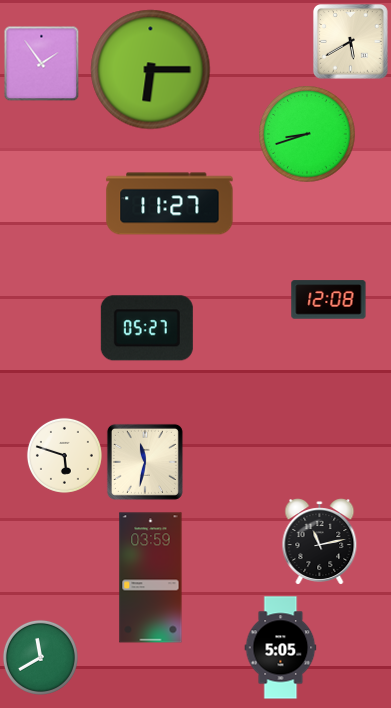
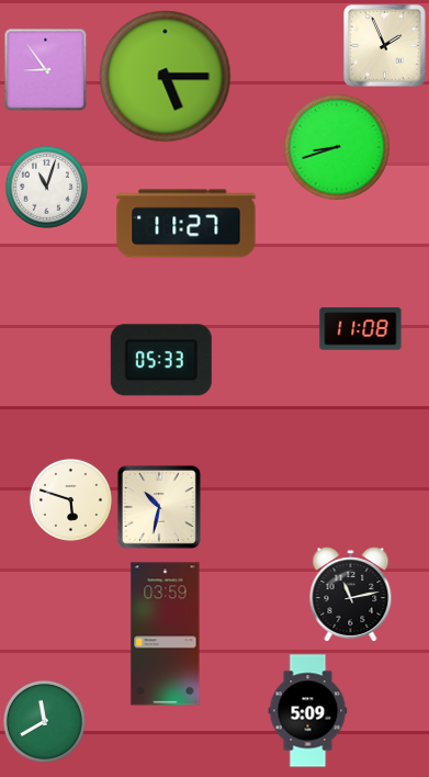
clock at (351, 42): 5:40 -> 1:56
clock at (42, 64): 1:54 -> 8:54
clock at (151, 70): 6:15 -> 5:15
clock at (46, 187): none -> 11:03
clock at (329, 300): 12:08 -> 11:08
clock at (147, 328): 05:27 -> 05:33
clock at (145, 462): 11:32 -> 10:32
clock at (281, 648): 5:05 -> 5:09
